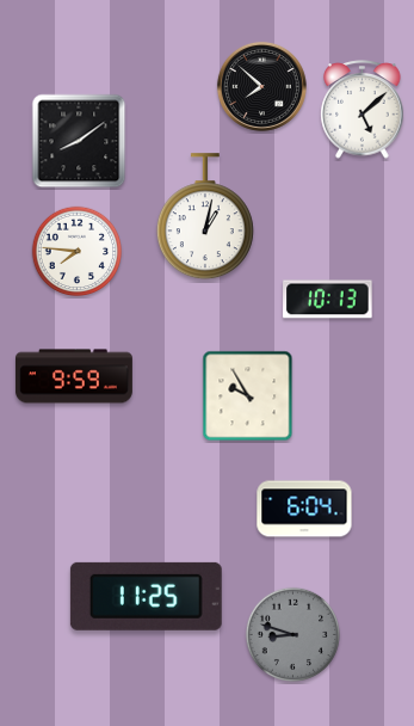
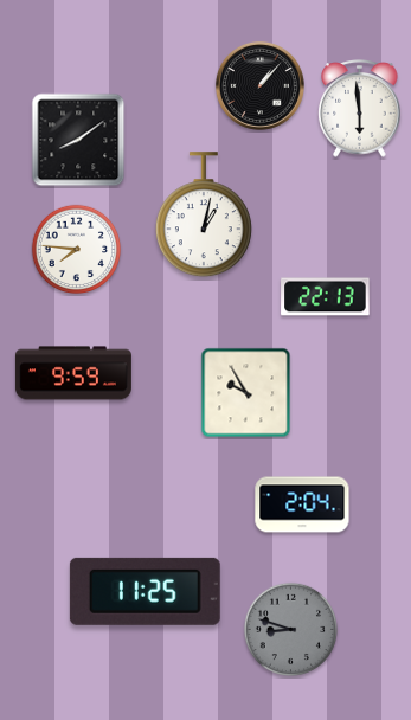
clock at (261, 86): 7:52 -> 1:07
clock at (363, 110): 5:08 -> 5:59
clock at (328, 300): 10:13 -> 22:13
clock at (304, 509): 6:04 -> 2:04
